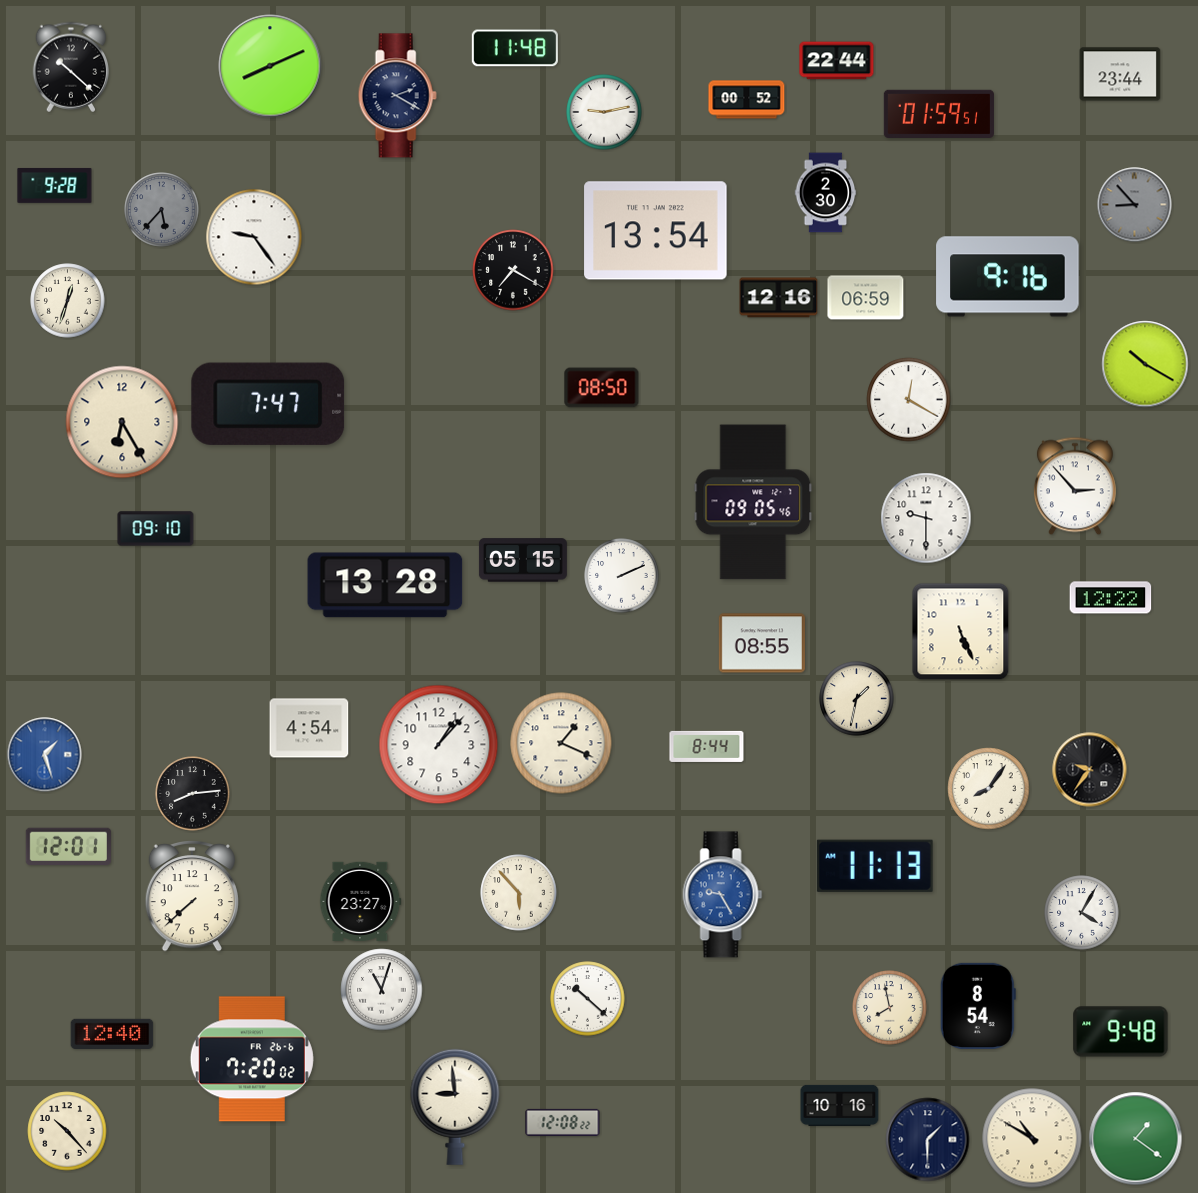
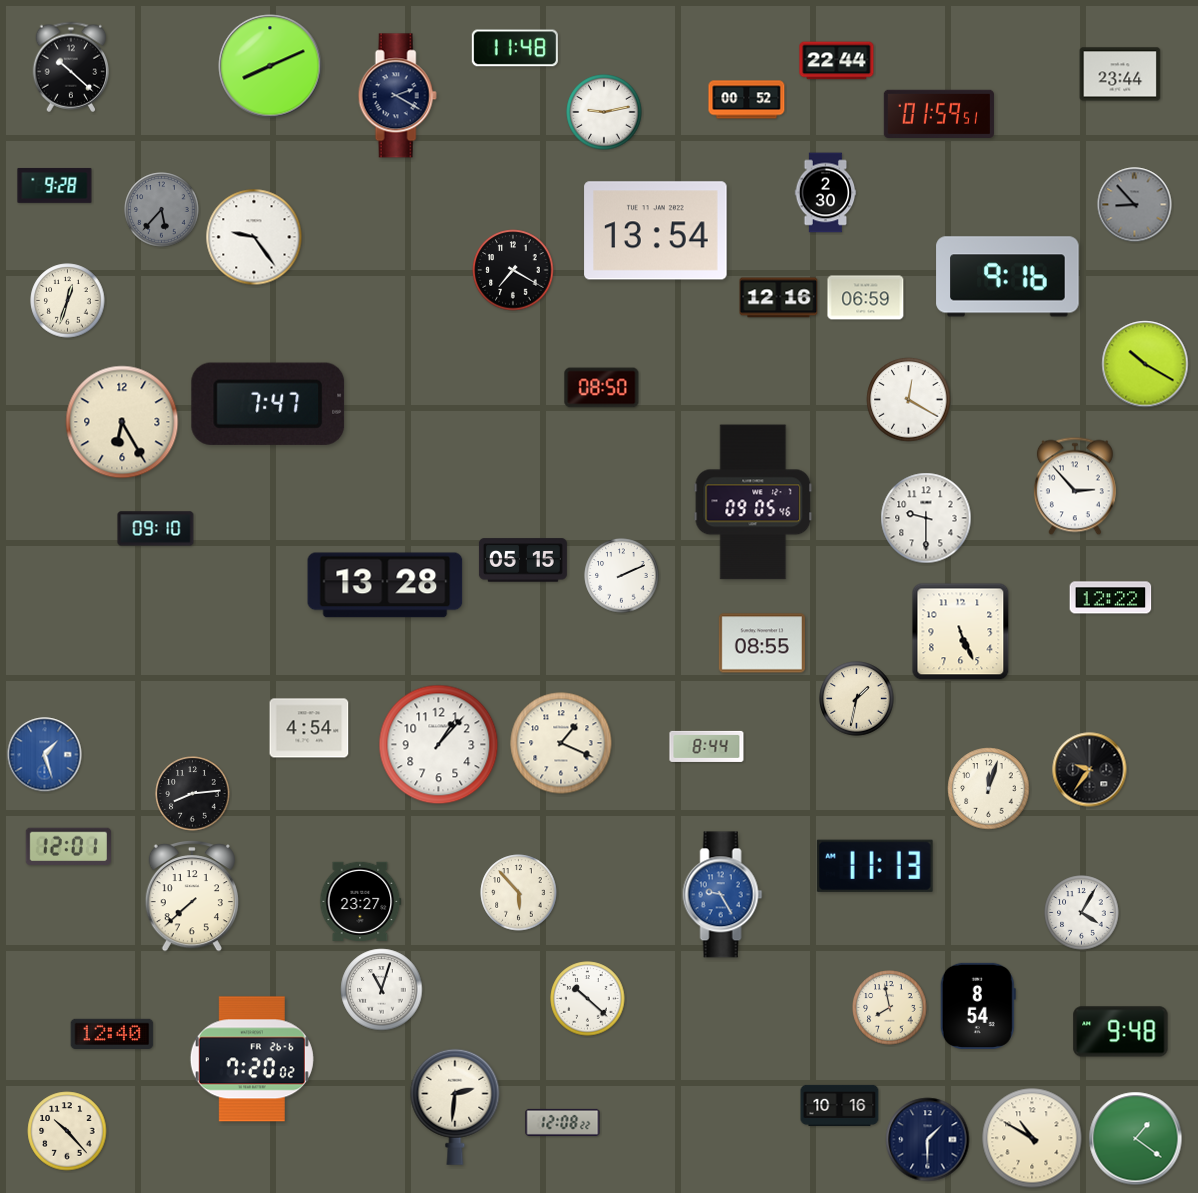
clock at (989, 789): 8:06 -> 12:03
clock at (455, 1107): 8:59 -> 2:31
